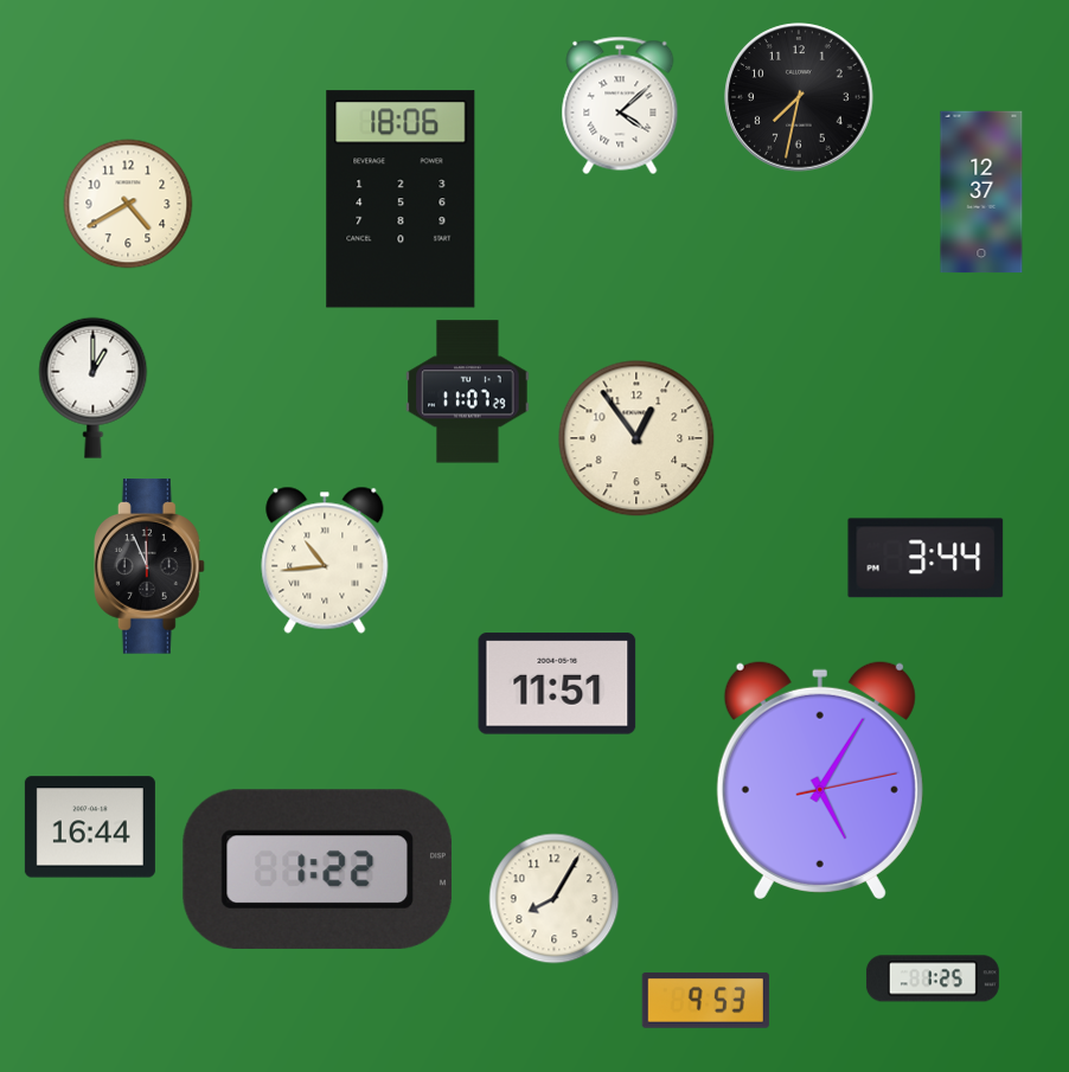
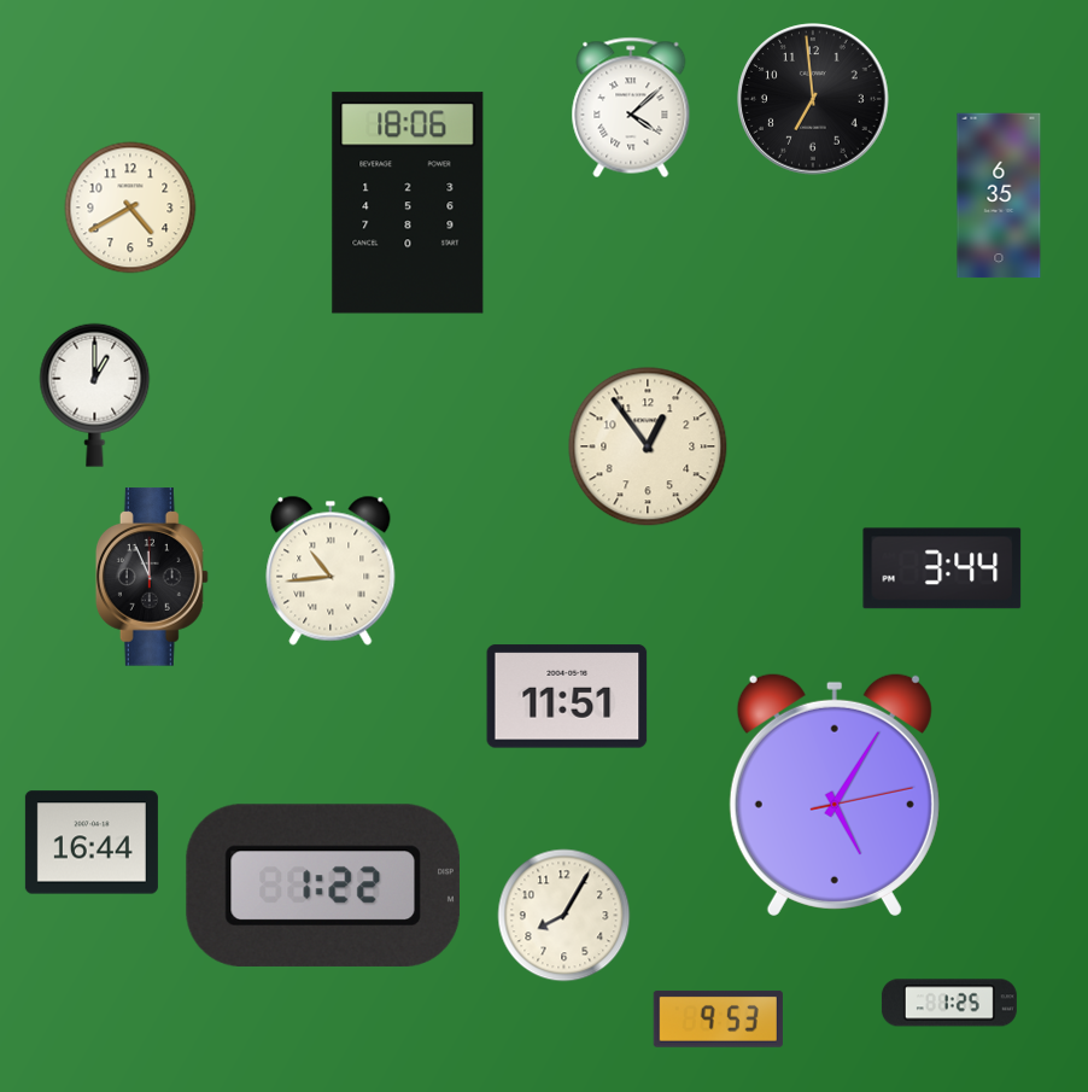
clock at (799, 97): 7:32 -> 6:59
clock at (981, 192): 12:37 -> 6:35
clock at (468, 392): 11:07 -> none
clock at (933, 978) position: (933, 978) -> (949, 1003)
